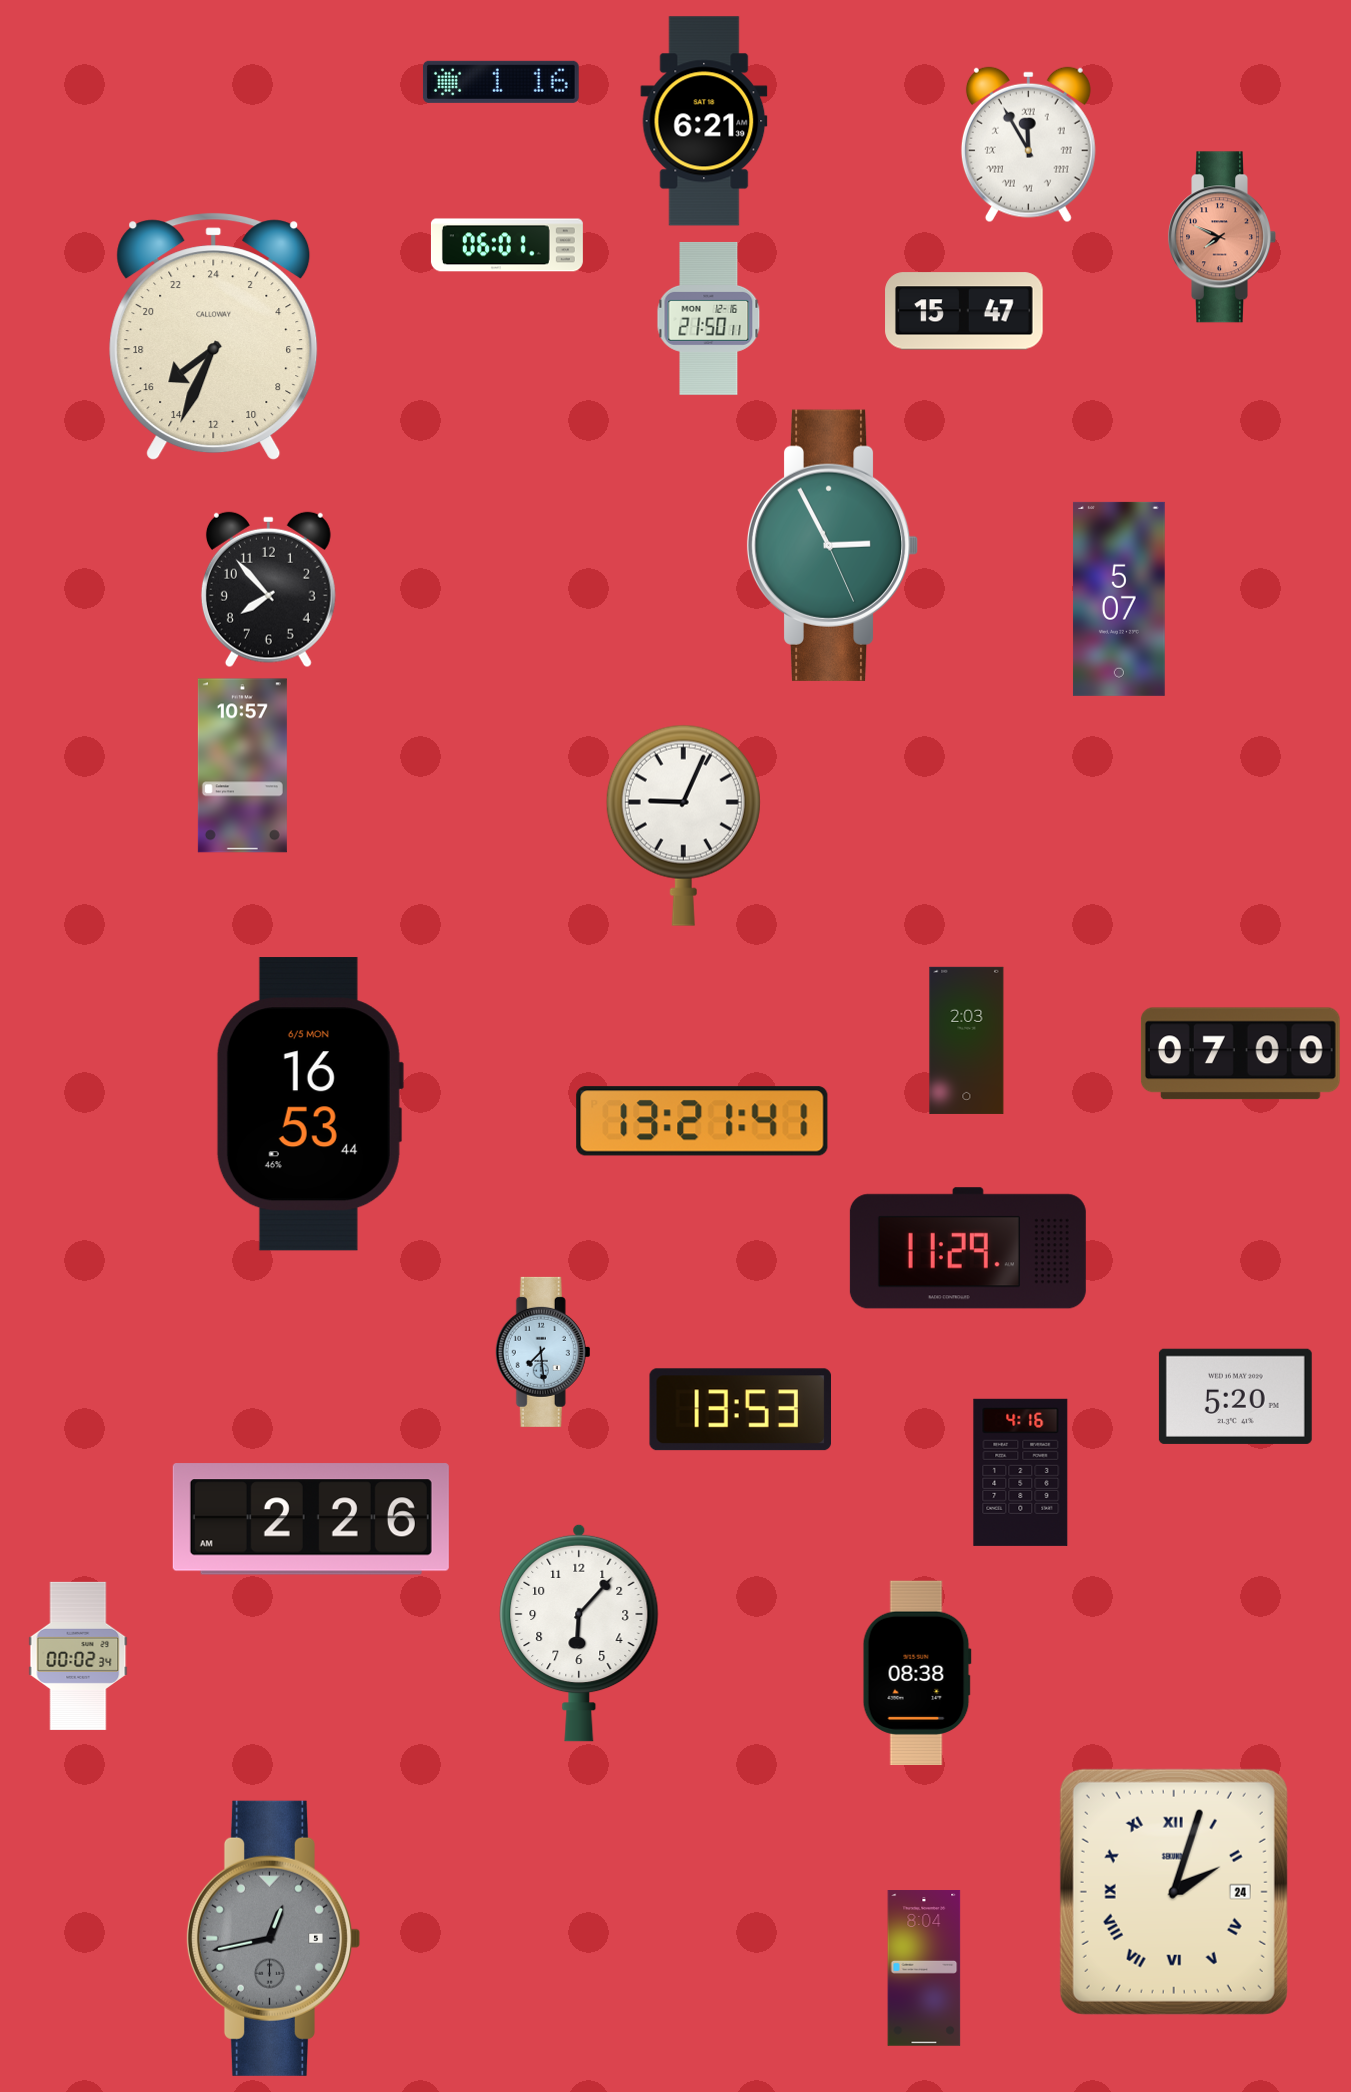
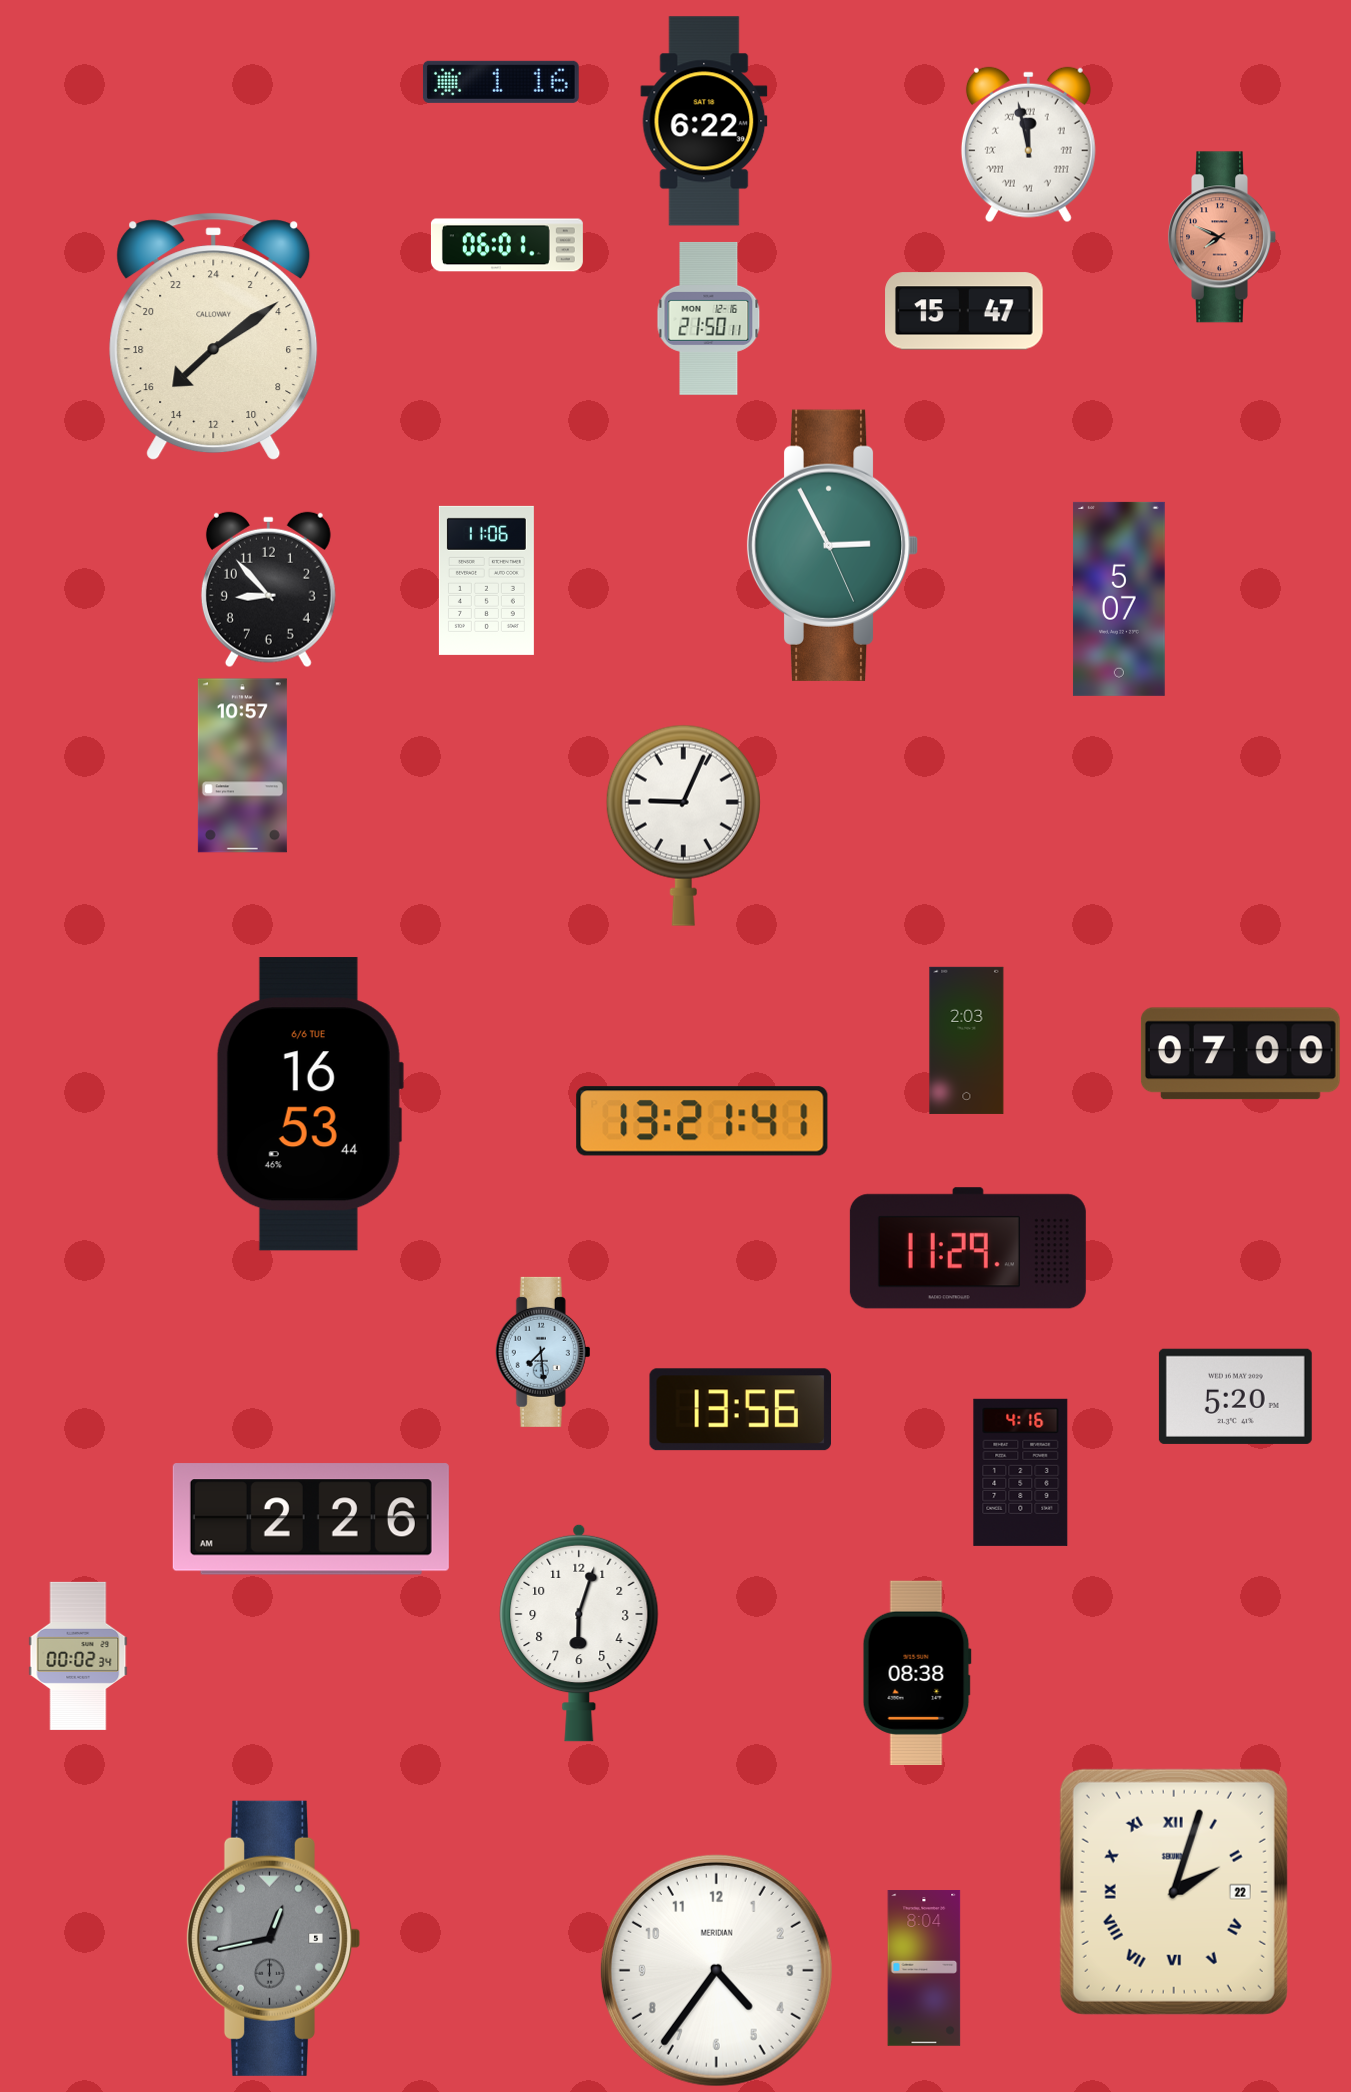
clock at (704, 121): 6:21 -> 6:22
clock at (1028, 145): 11:55 -> 11:58
clock at (214, 337): 15:34 -> 15:09
clock at (486, 580): none -> 11:06
clock at (268, 590): 7:53 -> 8:53
clock at (309, 1104) date: 6/5 MON -> 6/6 TUE
clock at (740, 1410): 13:53 -> 13:56
clock at (579, 1633): 6:07 -> 6:03
clock at (1174, 1892) date: 24 -> 22
clock at (716, 1970): none -> 4:36
